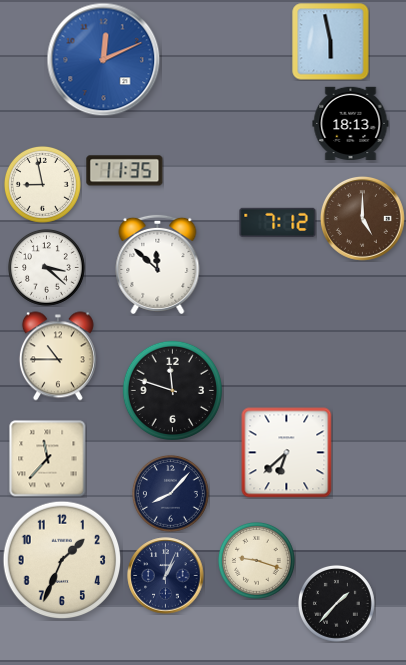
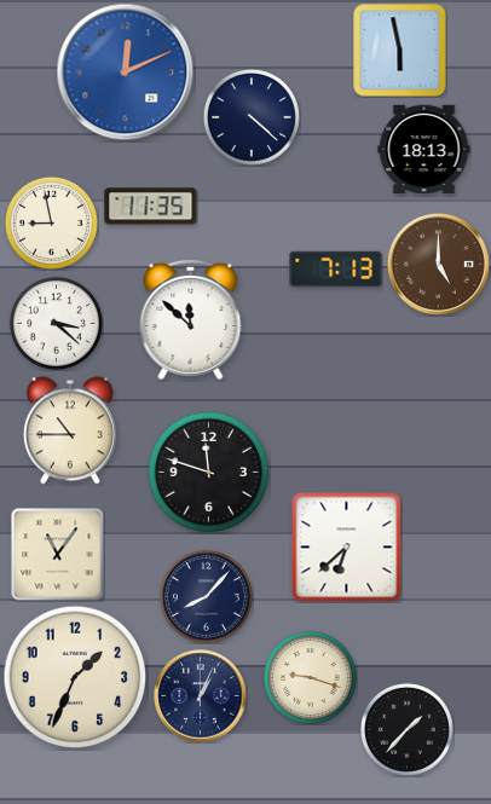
clock at (252, 117): none -> 4:22
clock at (278, 222): 7:12 -> 7:13
clock at (48, 459): 11:37 -> 11:06
